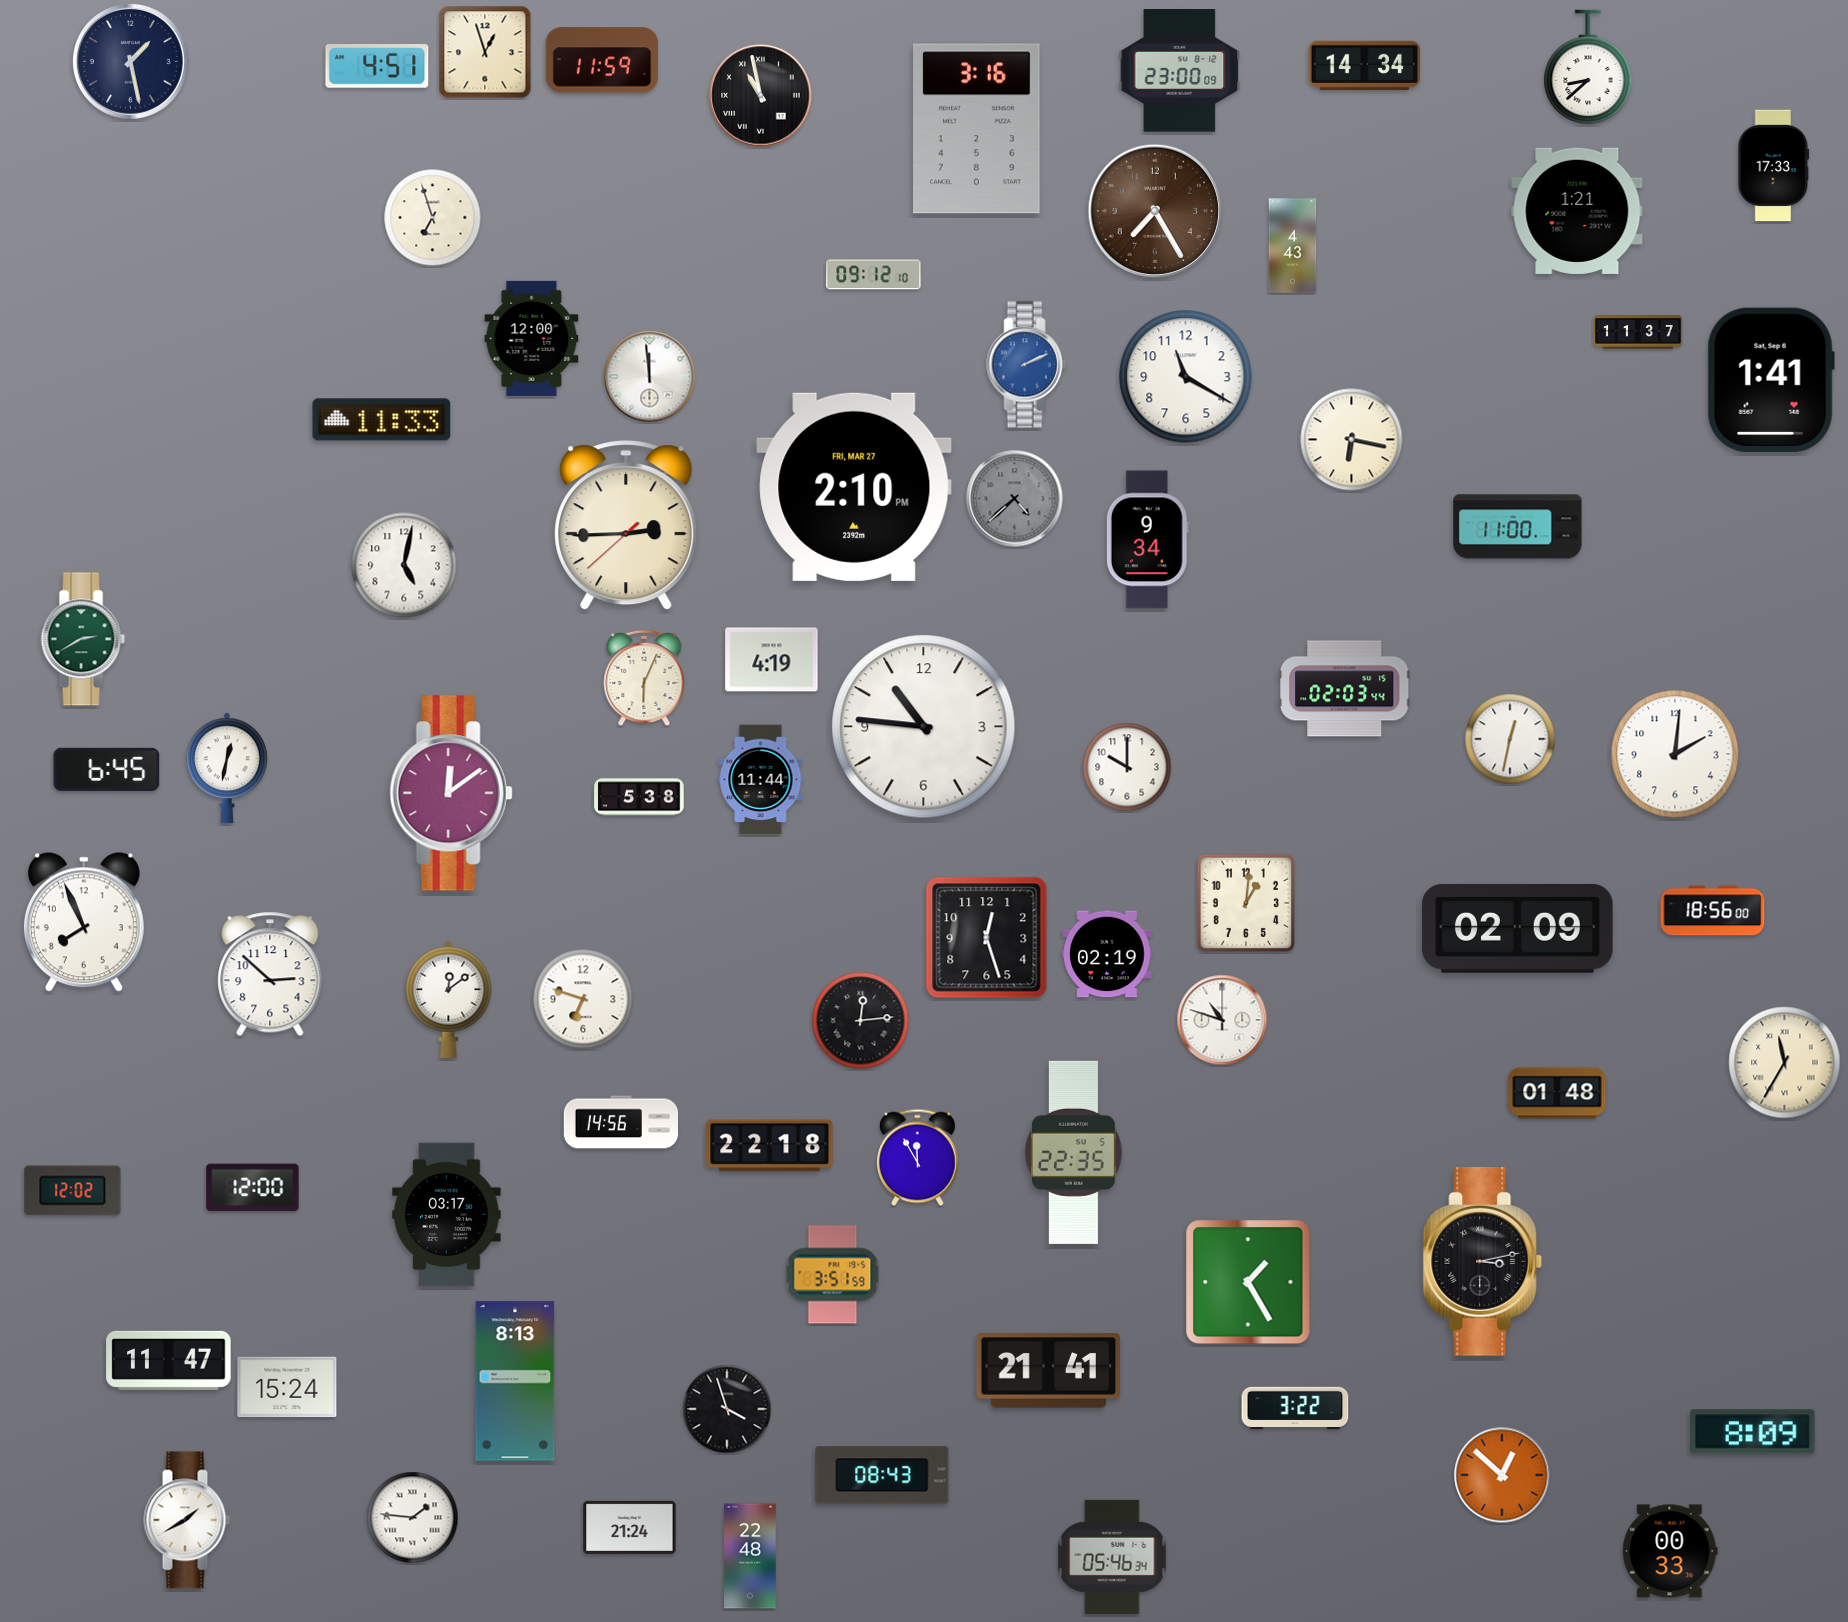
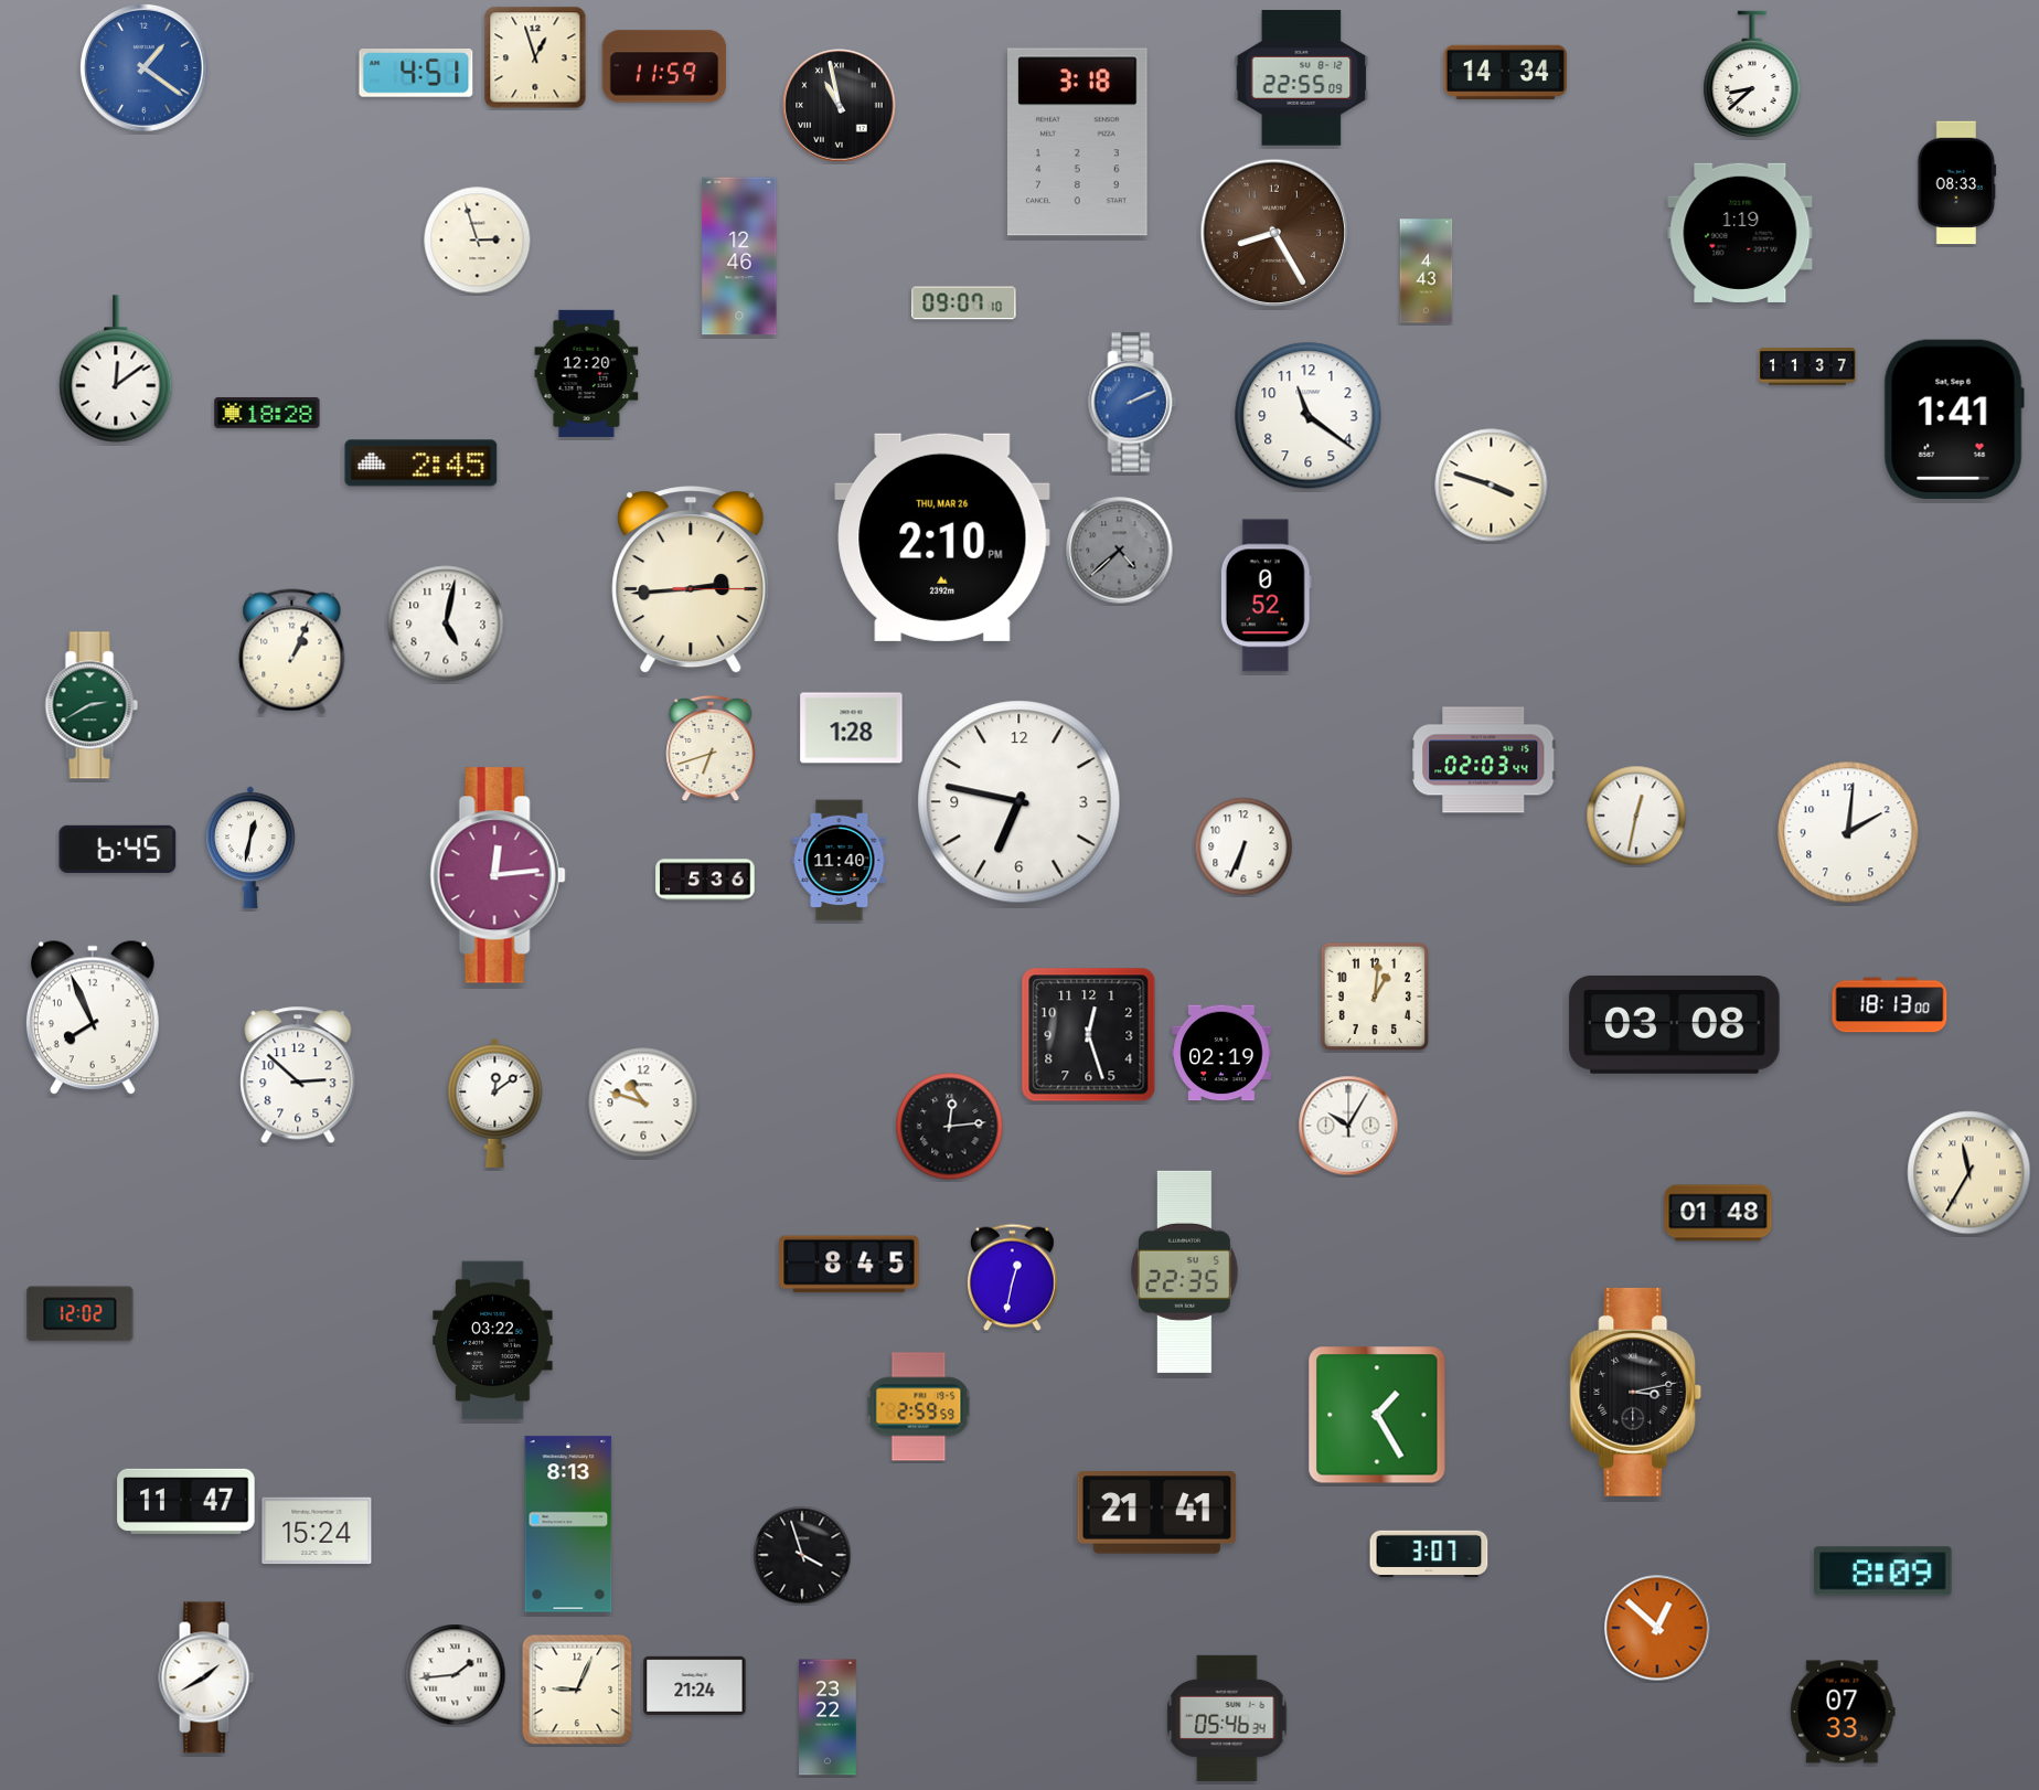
clock at (130, 61): 1:28 -> 1:21
clock at (130, 61) dial: navy -> blue
clock at (1180, 71): 23:00 -> 22:55
clock at (977, 129): 3:16 -> 3:18
clock at (1774, 166): 17:33 -> 08:33
clock at (1154, 210): 7:25 -> 8:25
clock at (1577, 211): 1:21 -> 1:19
clock at (433, 218): 6:57 -> 2:57
clock at (739, 256): none -> 12:46
clock at (874, 275): 09:12 -> 09:07
clock at (116, 369): none -> 12:09
clock at (532, 338): 12:00 -> 12:20
clock at (267, 413): none -> 18:28
clock at (650, 377): 11:59 -> none
clock at (1186, 377): 11:20 -> 11:21
clock at (382, 420): 11:33 -> 2:45
clock at (1352, 440): 6:17 -> 3:48
clock at (854, 487) date: FRI, MAR 27 -> THU, MAR 26
clock at (626, 526): 2:44:38 -> 2:44:15
clock at (1518, 527): 11:00 -> none
clock at (1147, 540): 9:34 -> 0:52
clock at (292, 652): none -> 1:04
clock at (772, 660): 4:19 -> 1:28
clock at (644, 678): 6:04 -> 6:42
clock at (924, 727): 10:46 -> 6:47
clock at (1510, 739) position: (1510, 739) -> (1636, 816)
clock at (1127, 767): 10:00 -> 6:34
clock at (761, 780): 11:44 -> 11:40
clock at (451, 793): 12:09 -> 12:14
clock at (639, 797): 5:38 -> 5:36
clock at (1713, 911): 18:56 -> 18:13
clock at (1518, 928): 02:09 -> 03:08
clock at (583, 999): 6:48 -> 10:48
clock at (1222, 1020): 10:48 -> 10:05
clock at (1557, 1093) position: (1557, 1093) -> (1718, 1213)
clock at (620, 1122): 14:56 -> none
clock at (770, 1146): 22:18 -> 8:45
clock at (918, 1158): 11:55 -> 12:32
clock at (253, 1188): 12:00 -> none
clock at (447, 1215): 03:17 -> 03:22
clock at (833, 1275): 3:51 -> 2:59
clock at (1295, 1408): 3:22 -> 3:07
clock at (1753, 1432) position: (1753, 1432) -> (1883, 1571)
clock at (882, 1475): 08:43 -> none
clock at (413, 1518): 1:46 -> 1:44
clock at (577, 1690): none -> 9:04
clock at (1670, 1551): 00:33 -> 07:33
clock at (750, 1556): 22:48 -> 23:22
